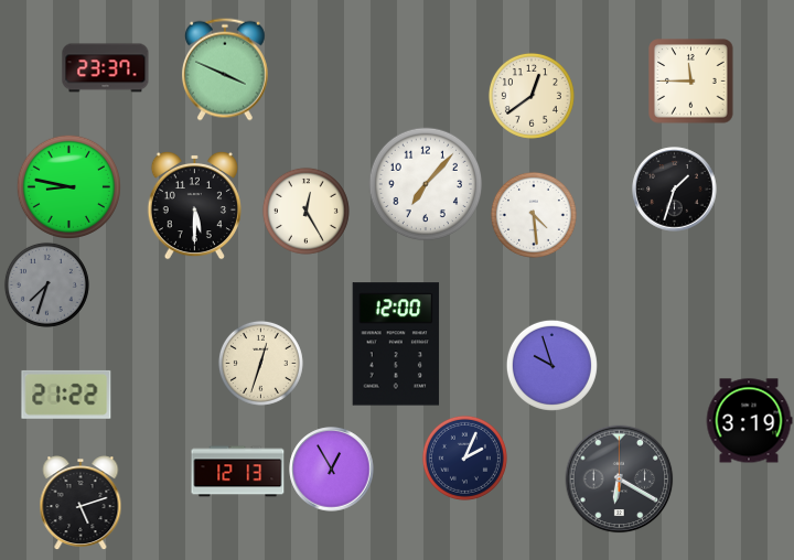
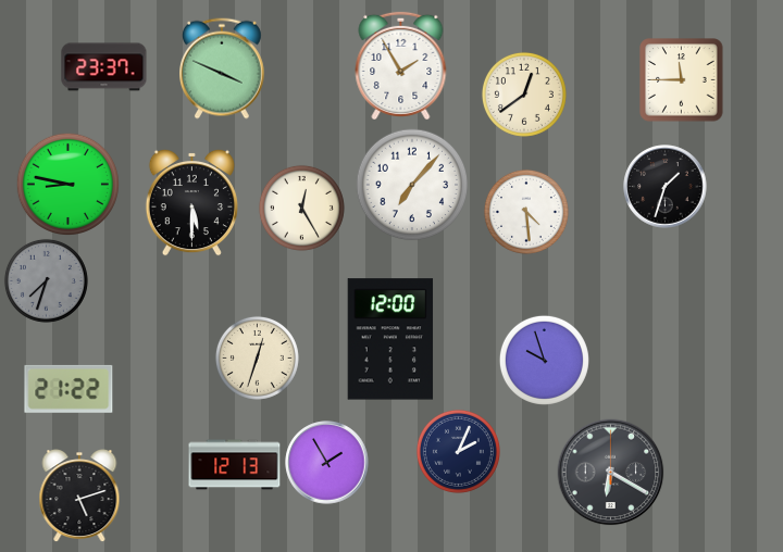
clock at (401, 64): none -> 1:55
clock at (426, 184) position: (426, 184) -> (412, 185)
clock at (66, 395) position: (66, 395) -> (69, 389)
clock at (749, 421): 3:19 -> none
clock at (332, 470): 12:55 -> 1:55
